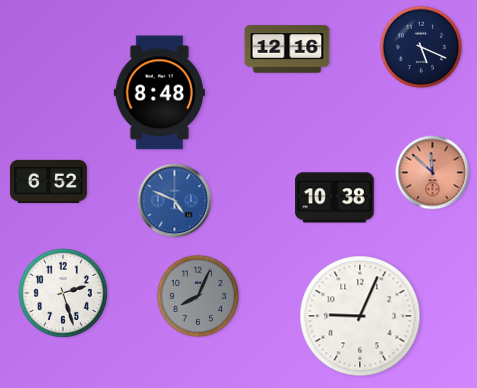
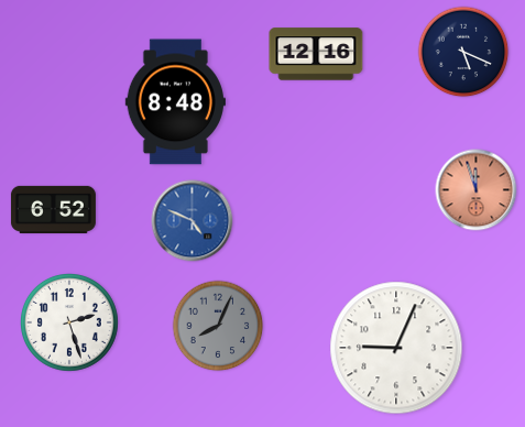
clock at (433, 173): 11:52 -> 11:57
clock at (48, 181) position: (48, 181) -> (53, 209)
clock at (335, 198): 10:38 -> none
